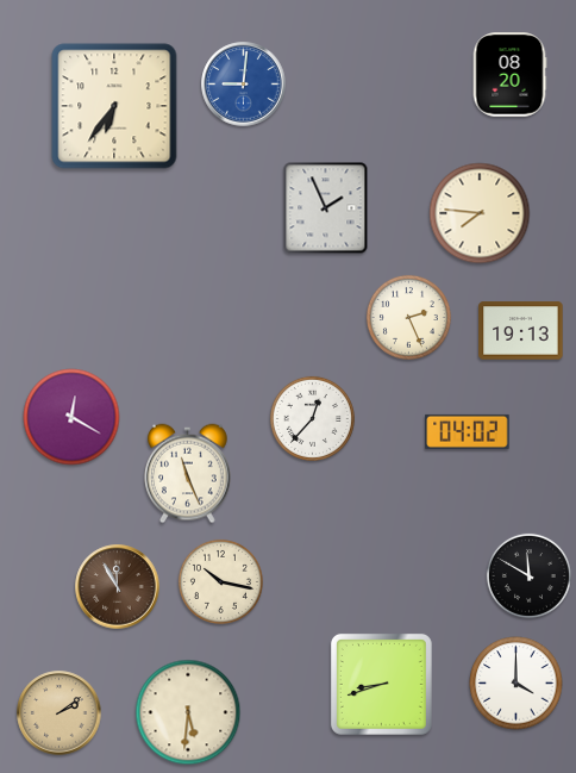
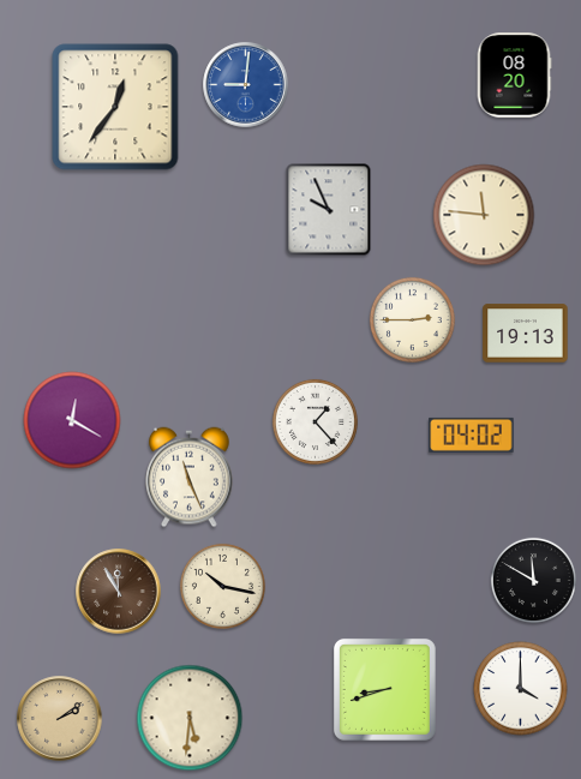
clock at (114, 106): 6:36 -> 12:36
clock at (326, 208): 1:56 -> 9:56
clock at (480, 213): 7:46 -> 11:46
clock at (408, 317): 2:26 -> 2:45
clock at (312, 418): 12:37 -> 1:23
